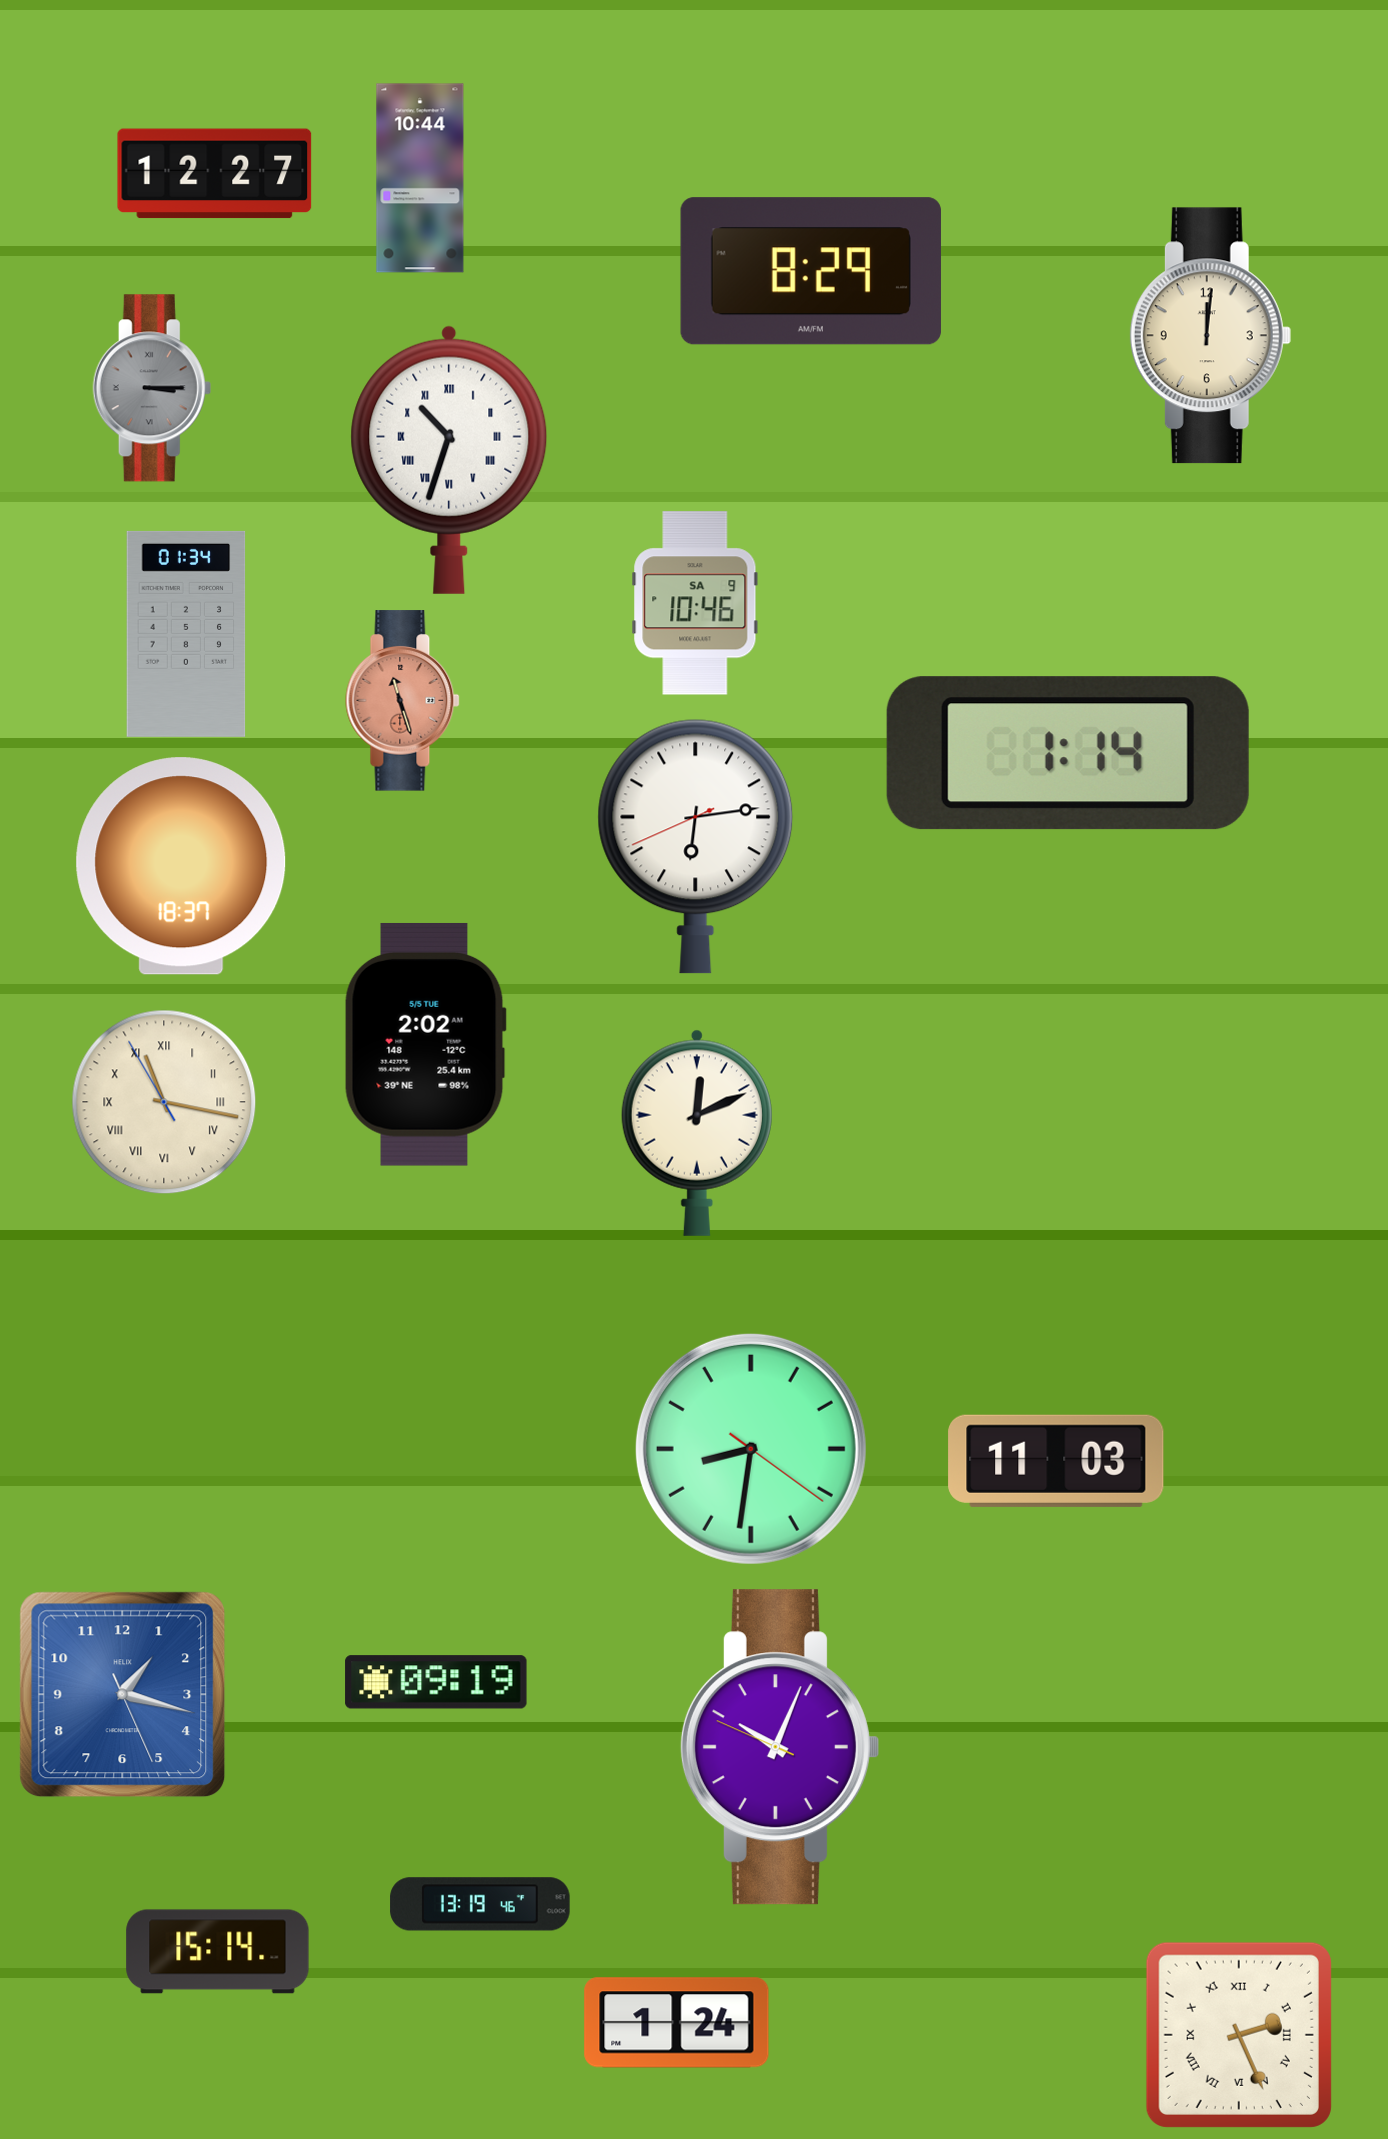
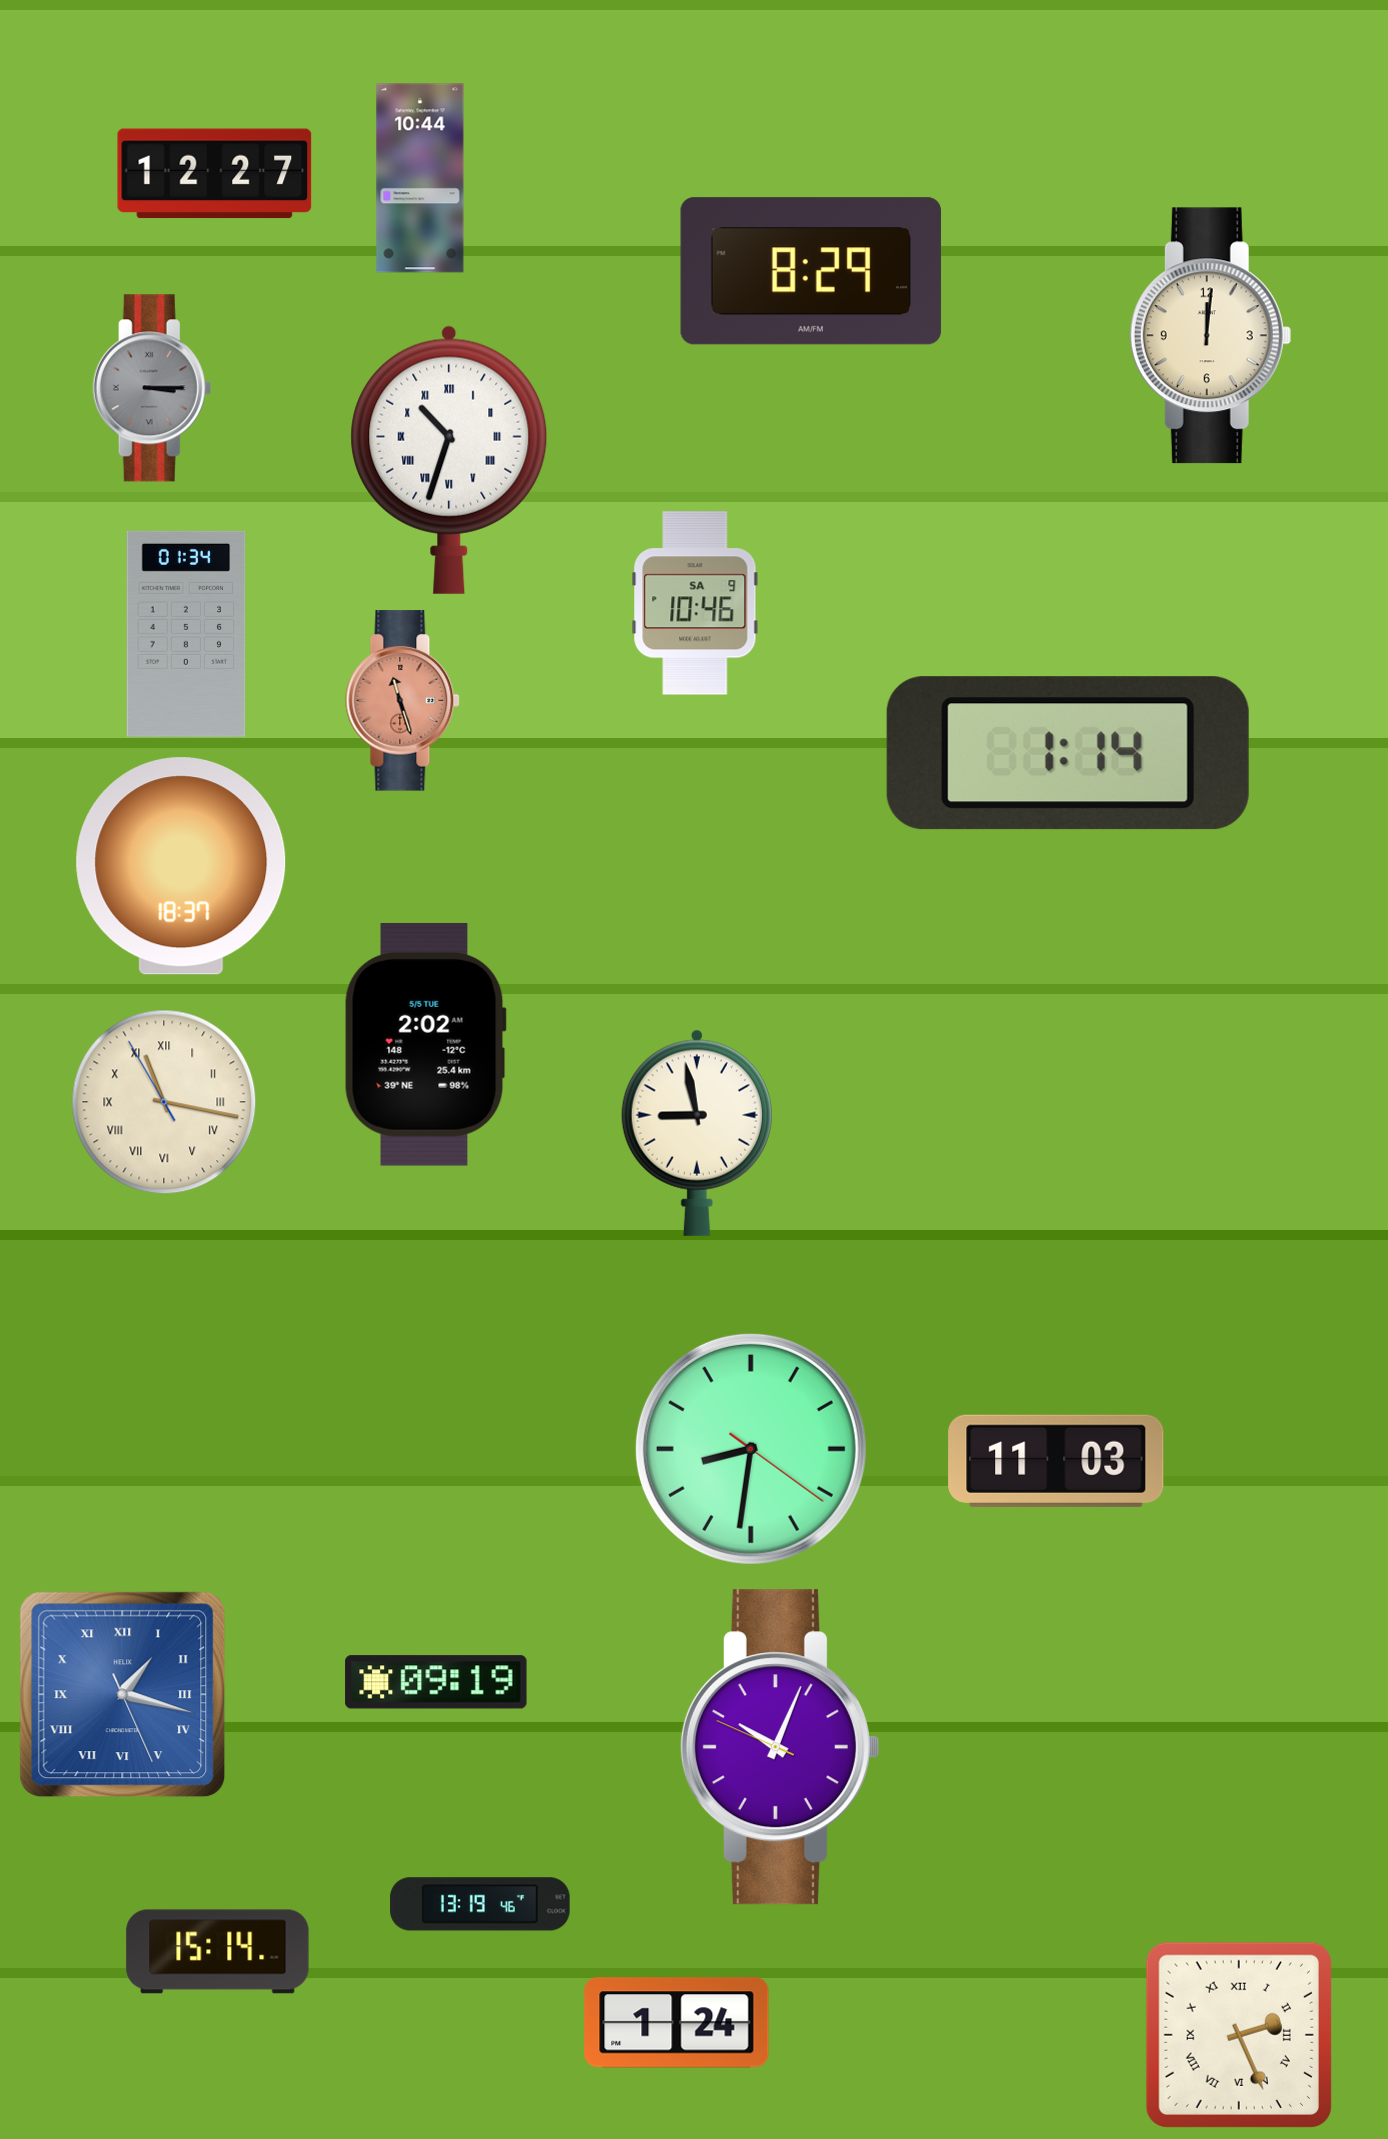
clock at (696, 846): 6:13 -> none
clock at (697, 1133): 12:11 -> 8:58
clock at (123, 1695) numerals: Arabic -> Roman
